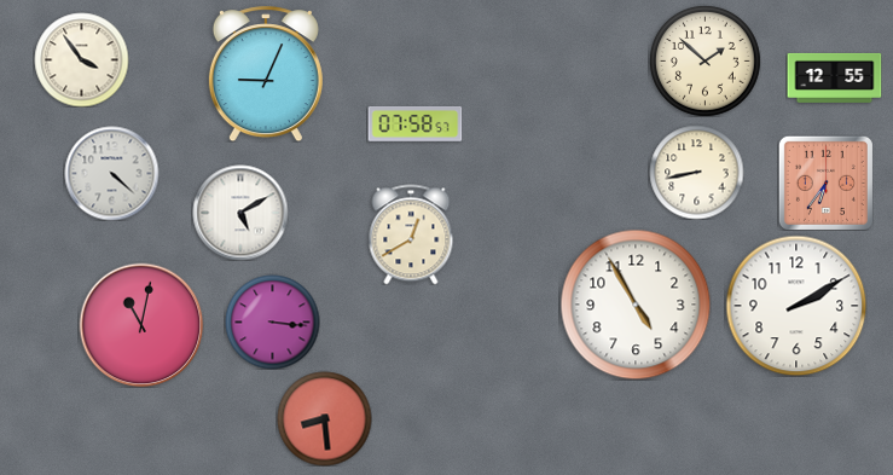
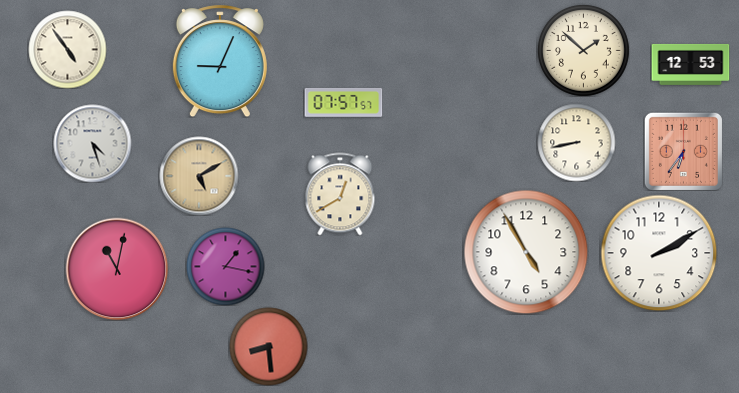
clock at (81, 59): 3:54 -> 4:54
clock at (834, 77): 12:55 -> 12:53
clock at (414, 123): 07:58 -> 07:57
clock at (111, 173): 4:22 -> 4:27
clock at (240, 213) dial: white -> champagne
clock at (272, 322): 3:16 -> 1:17
